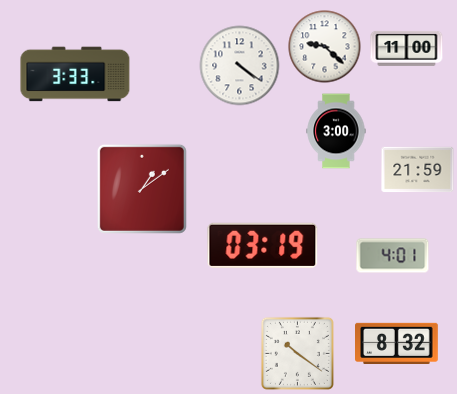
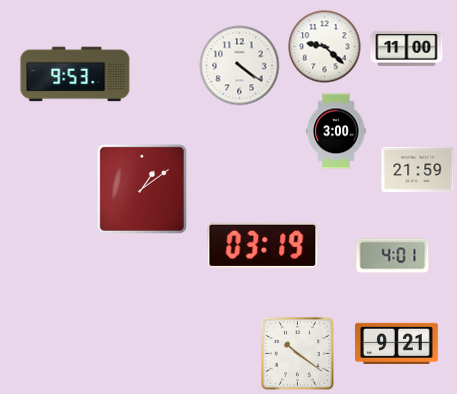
clock at (75, 74): 3:33 -> 9:53
clock at (397, 343): 8:32 -> 9:21
